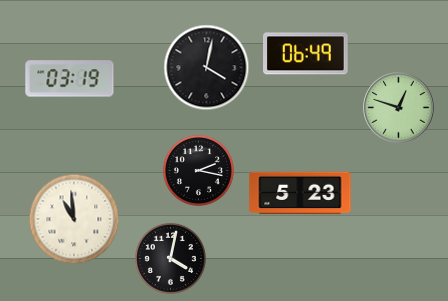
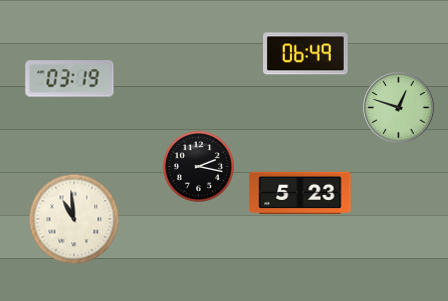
clock at (207, 68): 4:02 -> none
clock at (198, 170) position: (198, 170) -> (198, 166)
clock at (170, 258): 4:02 -> none
